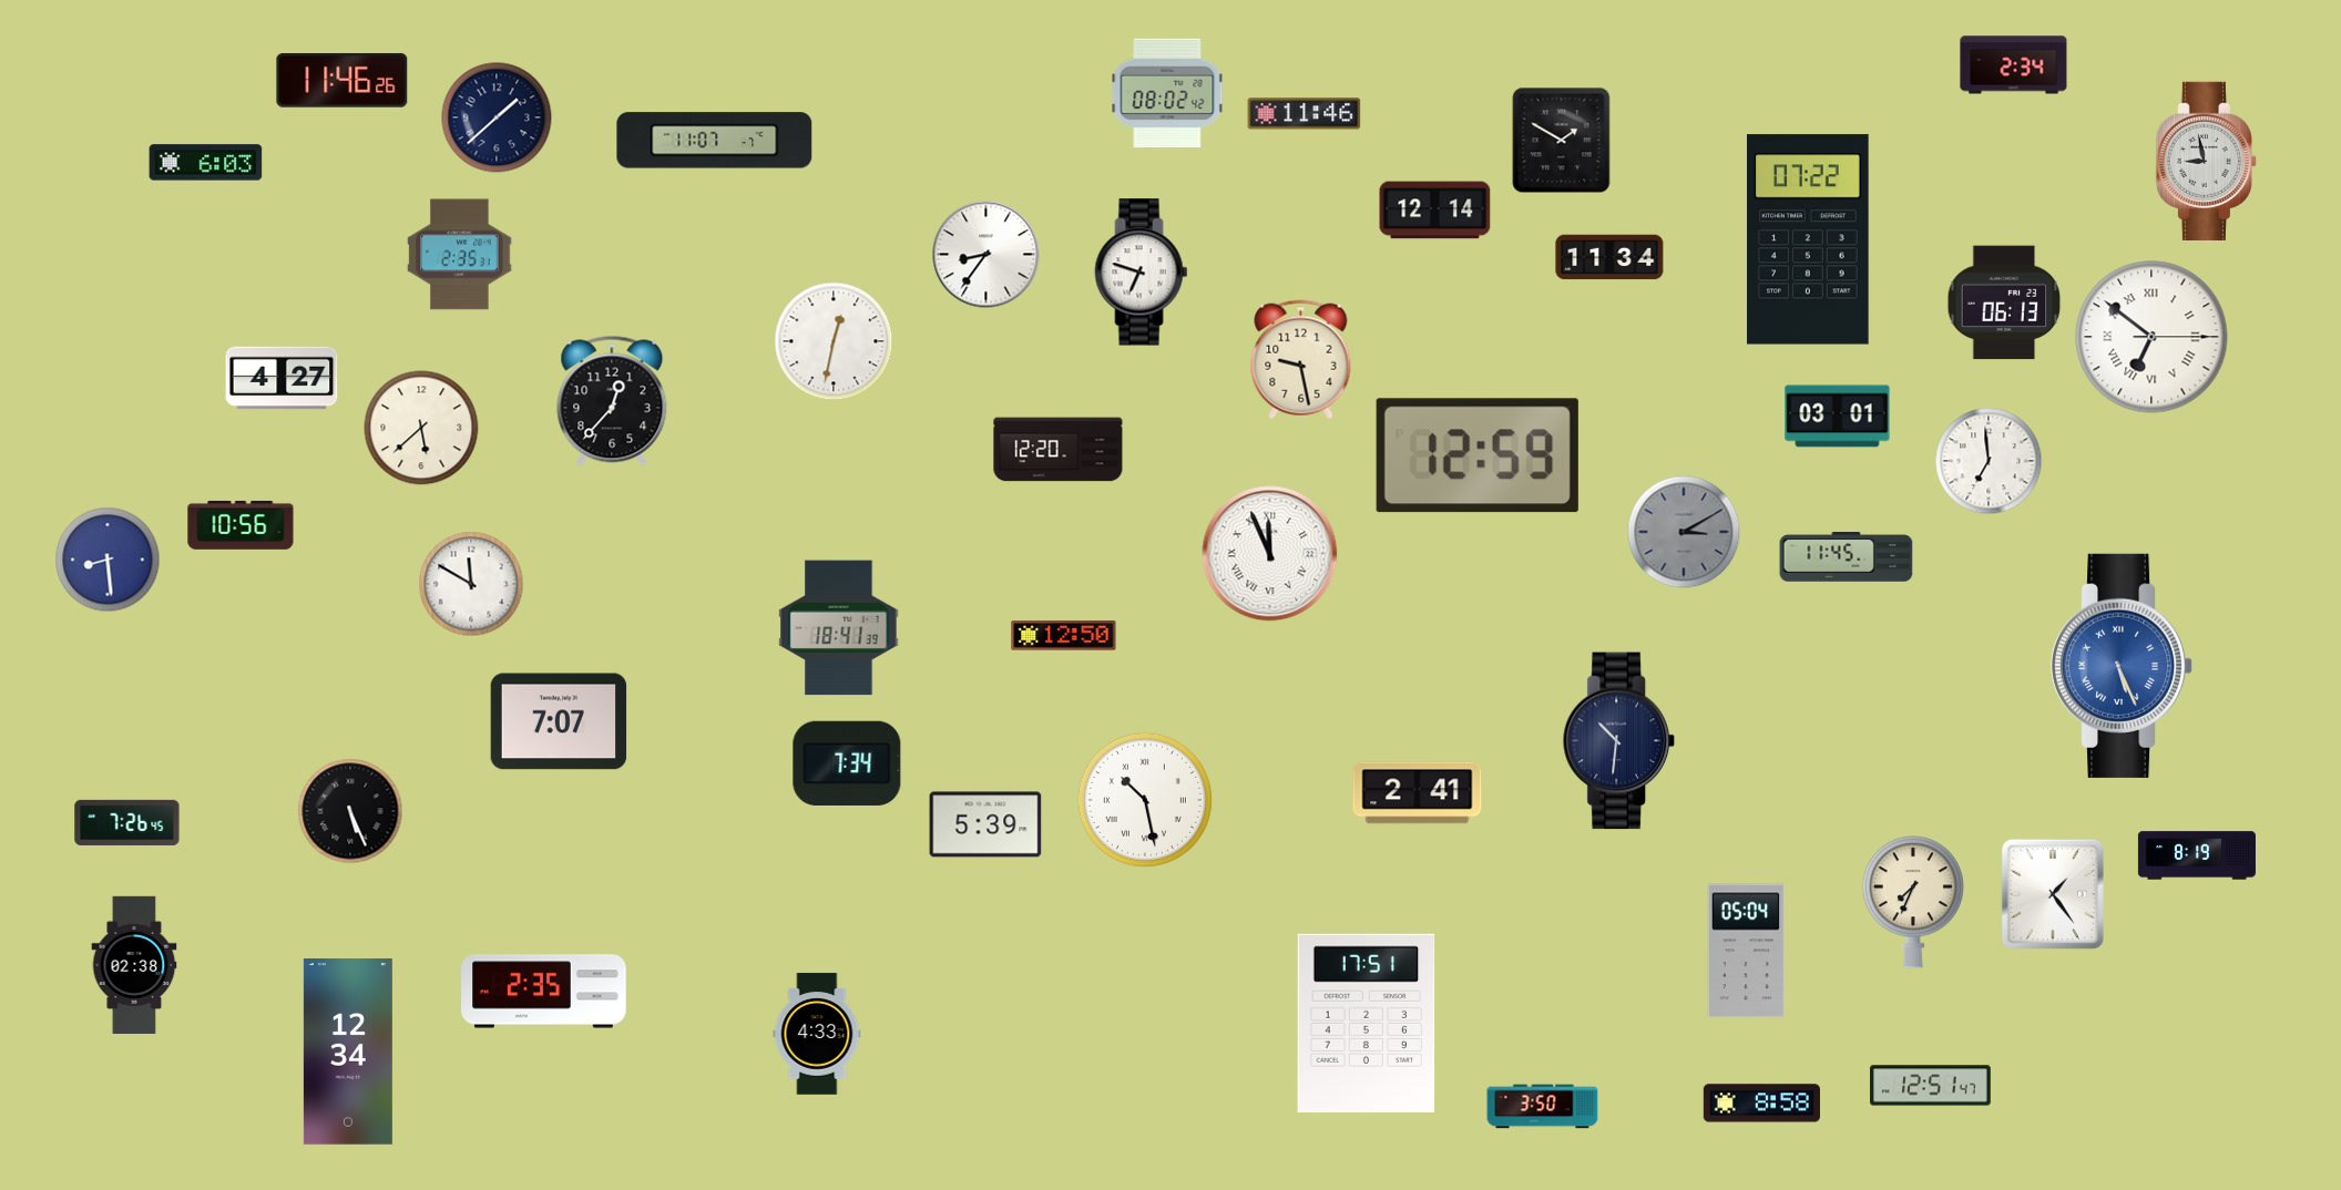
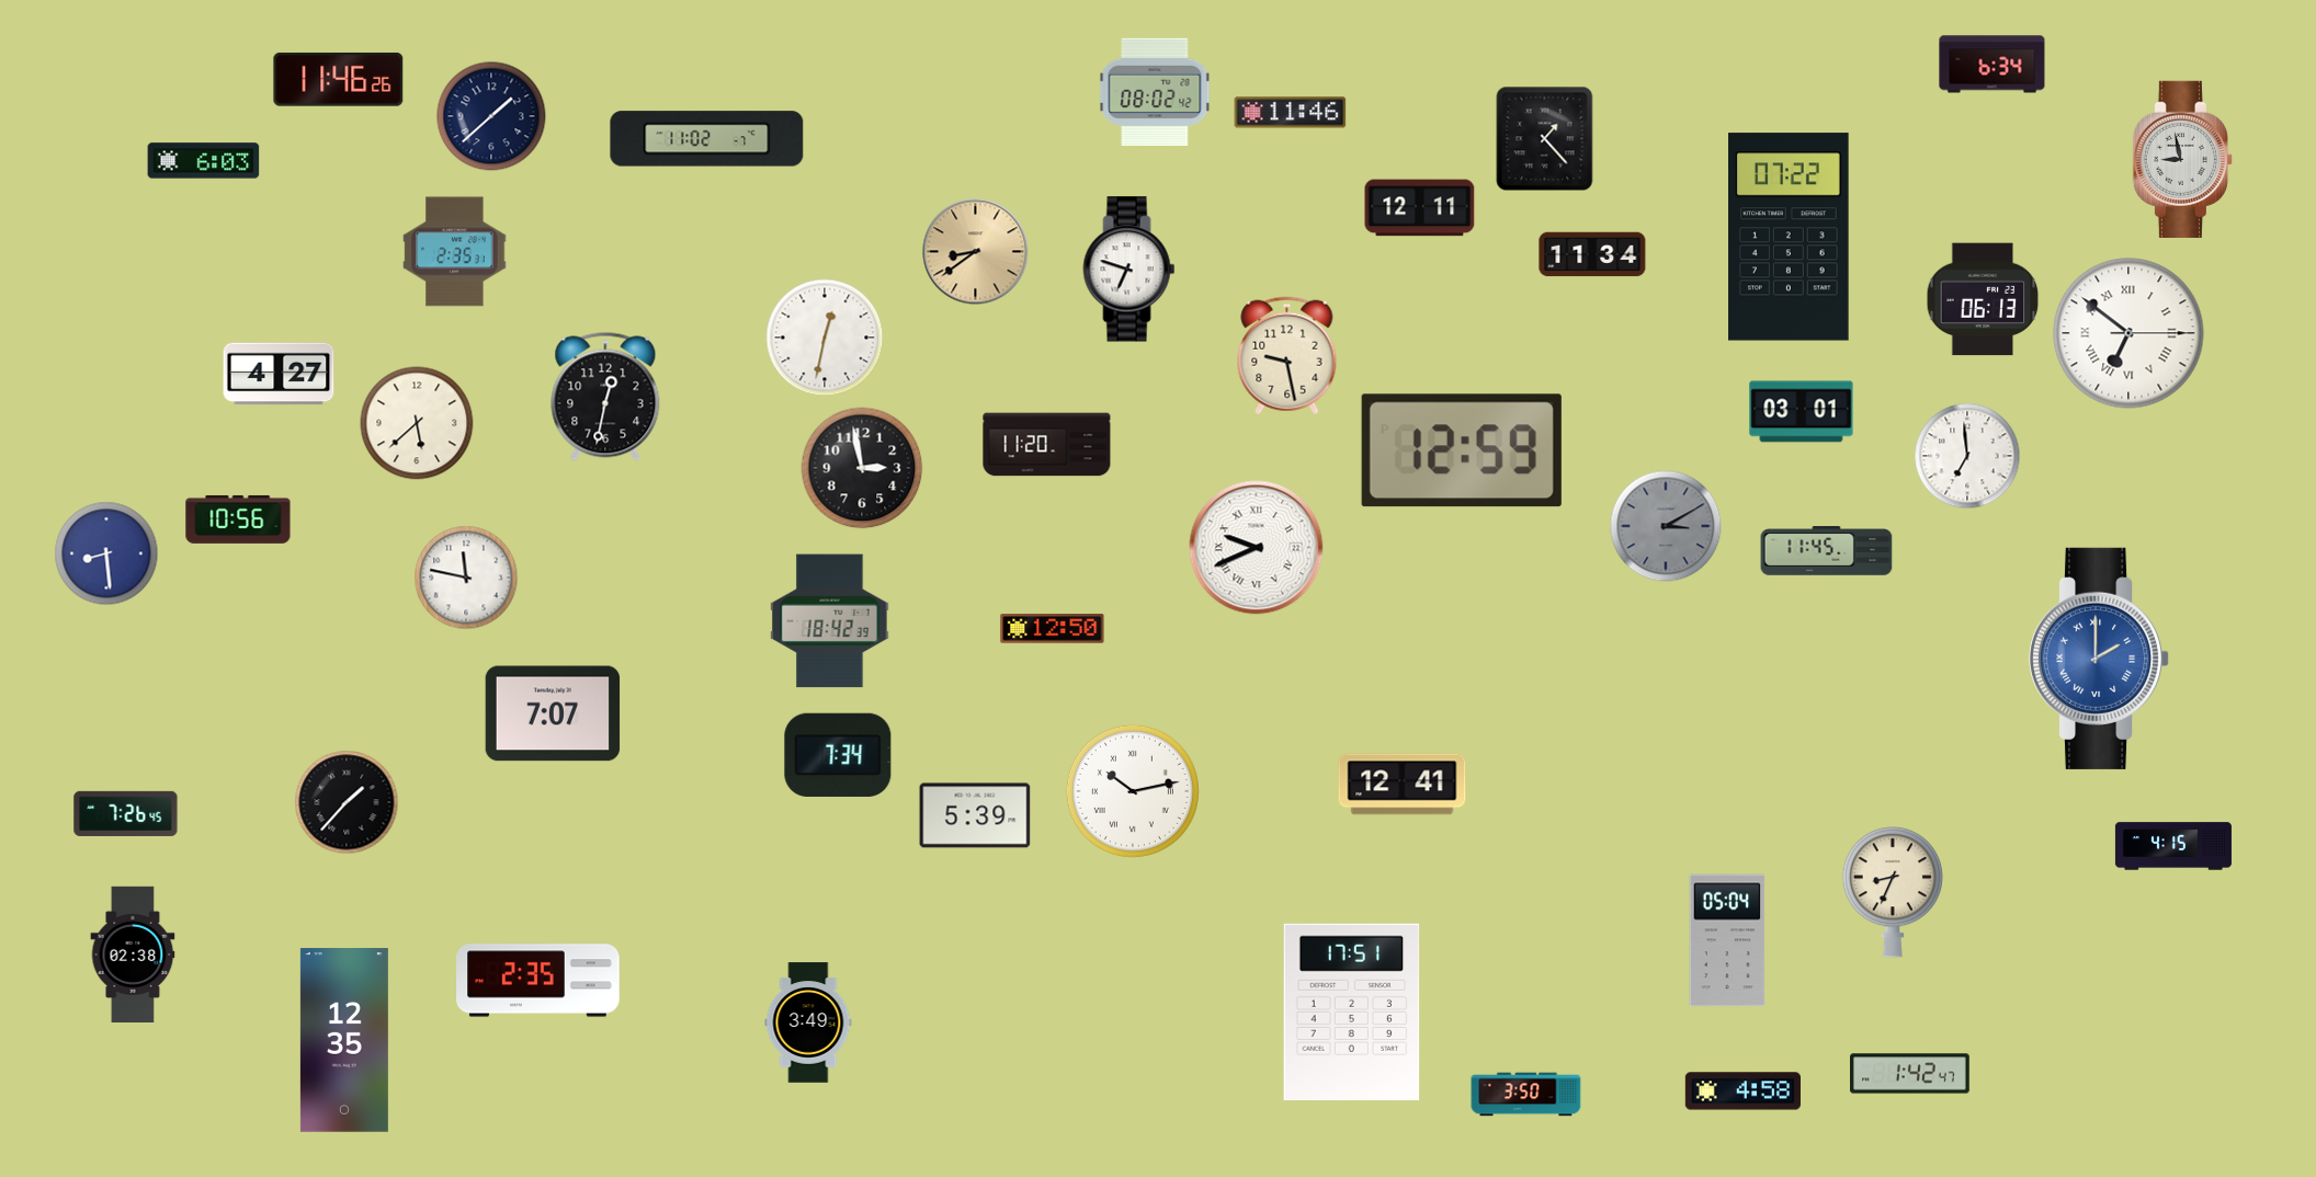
clock at (2014, 65): 2:34 -> 6:34
clock at (715, 141): 11:07 -> 11:02
clock at (1562, 141): 1:50 -> 1:23
clock at (1435, 211): 12:14 -> 12:11
clock at (987, 255): 8:36 -> 8:39
clock at (987, 255) dial: white -> champagne
clock at (612, 401): 12:37 -> 12:32
clock at (1838, 417) position: (1838, 417) -> (1802, 412)
clock at (1059, 450): 12:20 -> 11:20
clock at (862, 468): none -> 2:58
clock at (1270, 554): 11:56 -> 9:41
clock at (471, 584): 11:50 -> 11:47
clock at (839, 628): 18:41 -> 18:42
clock at (2123, 666): 5:26 -> 2:00
clock at (1618, 741): 10:31 -> none
clock at (1418, 793): 2:41 -> 12:41
clock at (1145, 800): 10:28 -> 10:13
clock at (350, 811): 5:26 -> 1:37
clock at (2197, 855): 8:19 -> 4:15
clock at (2053, 894): 1:24 -> none
clock at (1913, 902): 7:34 -> 8:34
clock at (817, 1034): 4:33 -> 3:49
clock at (348, 1051): 12:34 -> 12:35
clock at (1931, 1086): 12:51 -> 1:42
clock at (1761, 1104): 8:58 -> 4:58
